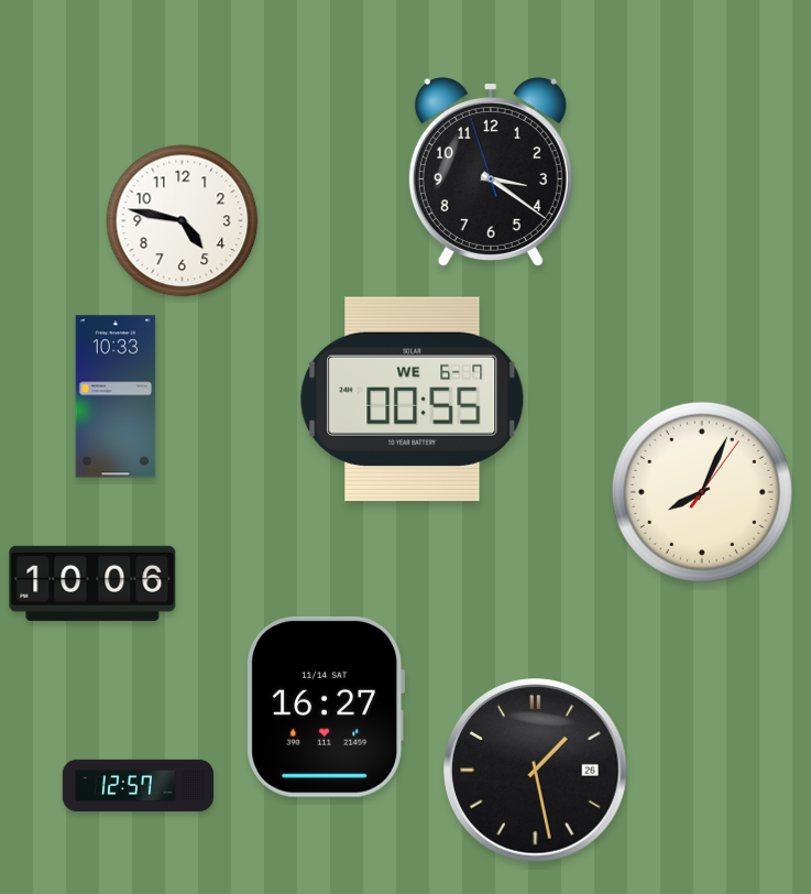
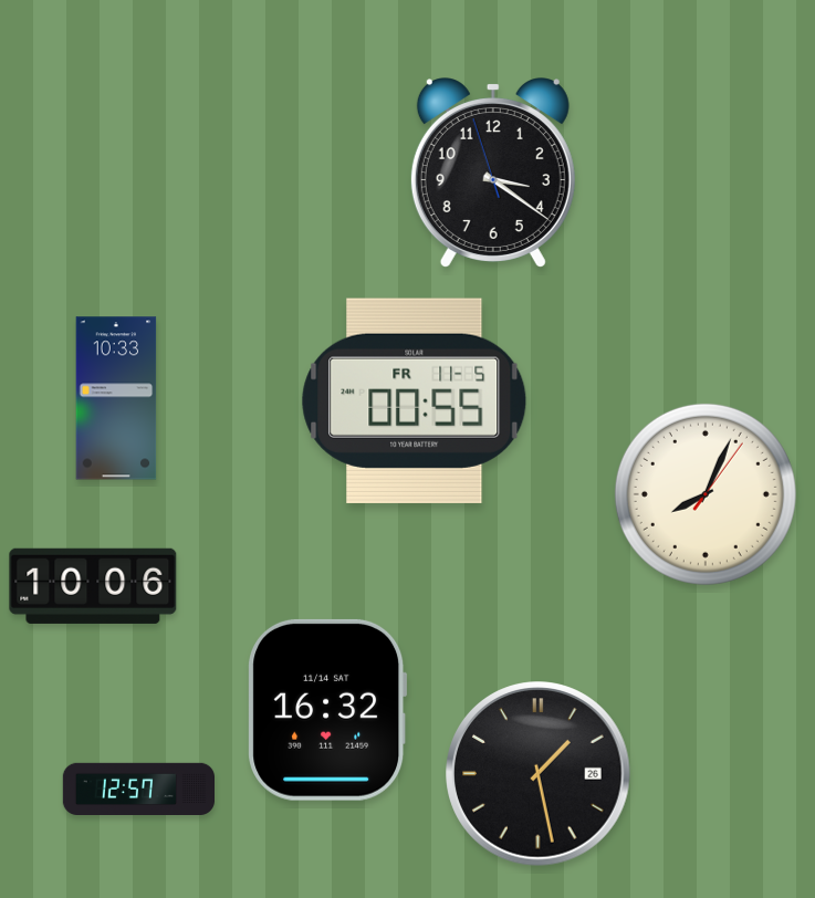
clock at (183, 221): 4:47 -> none
clock at (413, 399) date: WE 6-7 -> FR 11-5
clock at (326, 707): 16:27 -> 16:32
